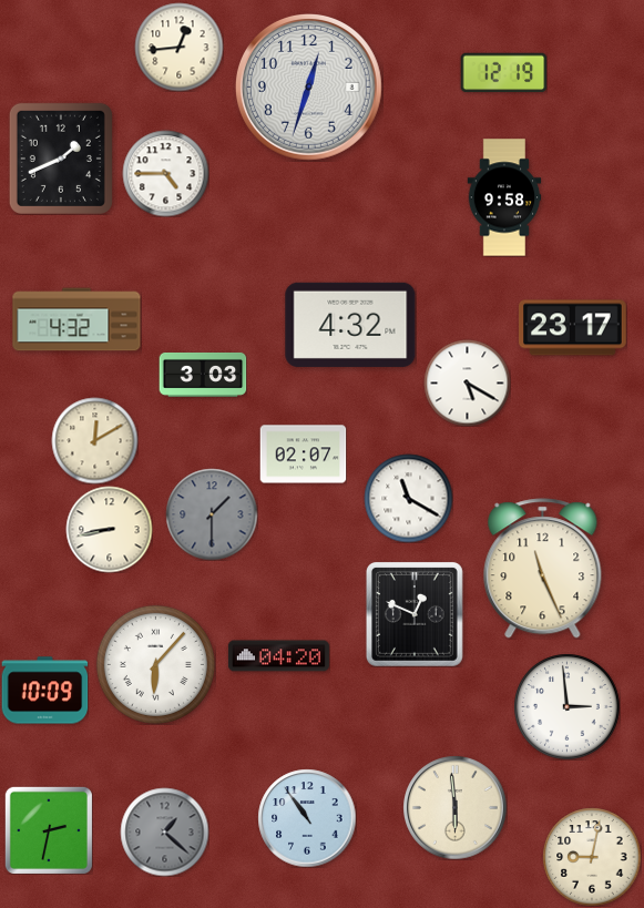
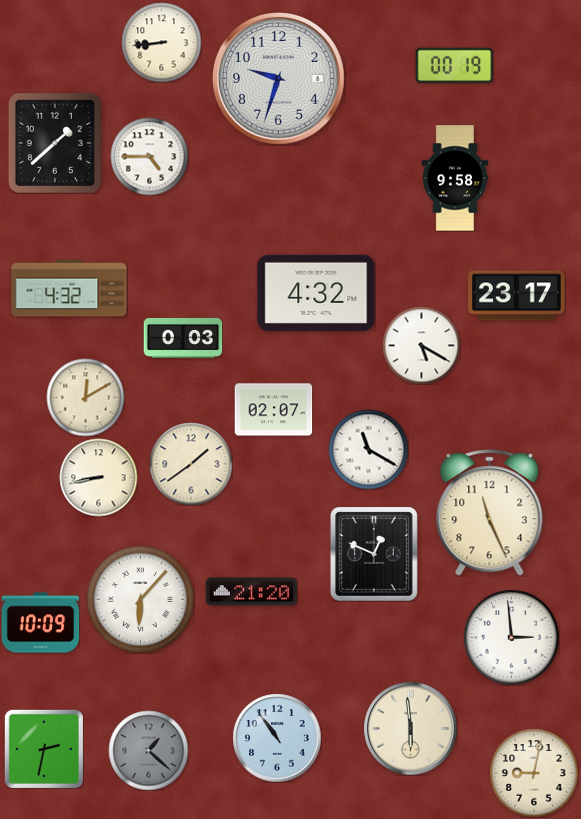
clock at (178, 47): 12:44 -> 8:44
clock at (503, 73): 12:19 -> 00:19
clock at (308, 86): 12:33 -> 9:33
clock at (61, 159): 1:41 -> 1:38
clock at (203, 375): 3:03 -> 0:03
clock at (212, 514): 1:30 -> 1:39
clock at (212, 514) dial: grey -> cream
clock at (278, 656): 04:20 -> 21:20
